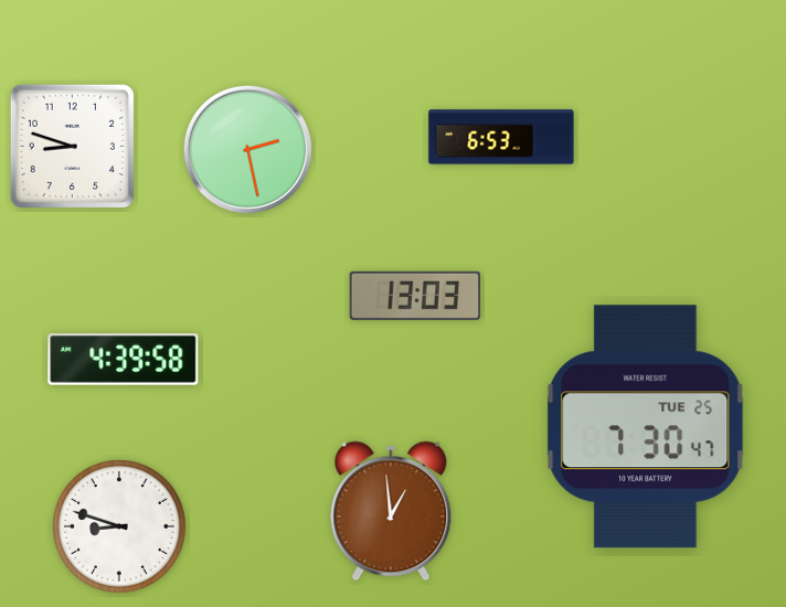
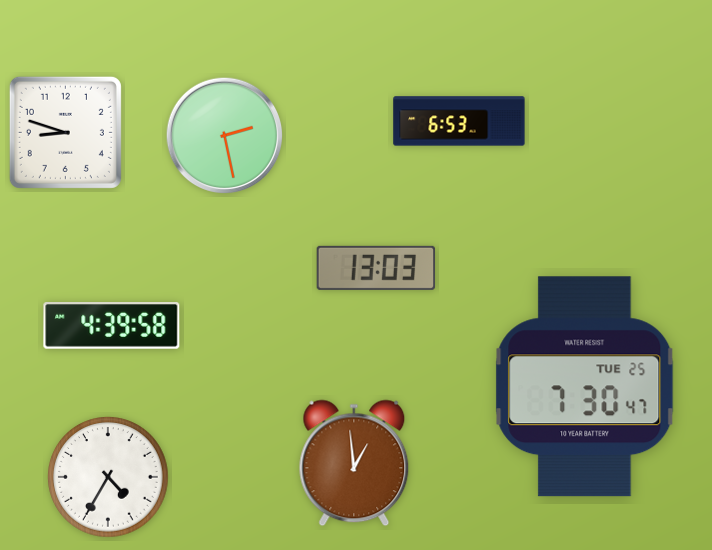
clock at (501, 137) position: (501, 137) -> (459, 121)
clock at (119, 526): 8:48 -> 4:35
